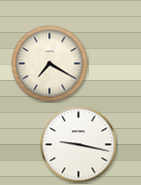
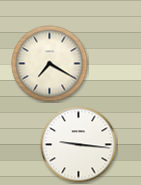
clock at (79, 145): 9:17 -> 9:16
